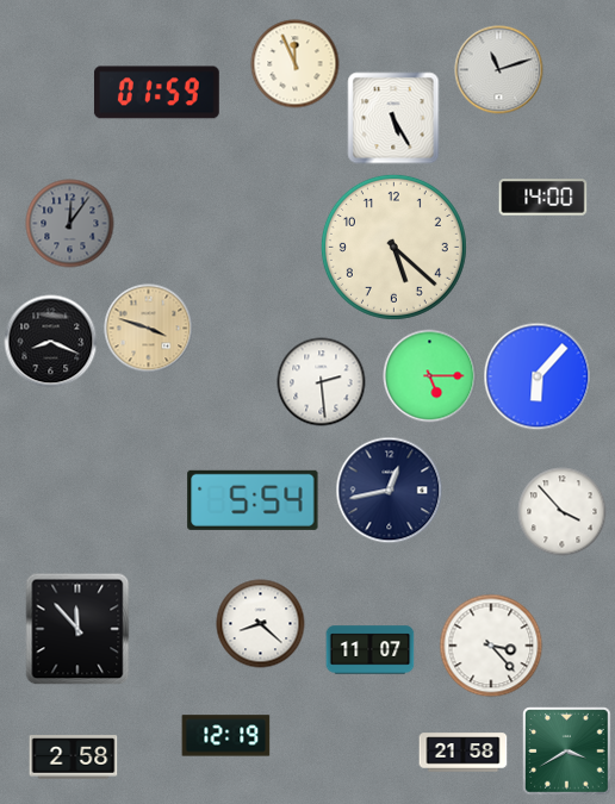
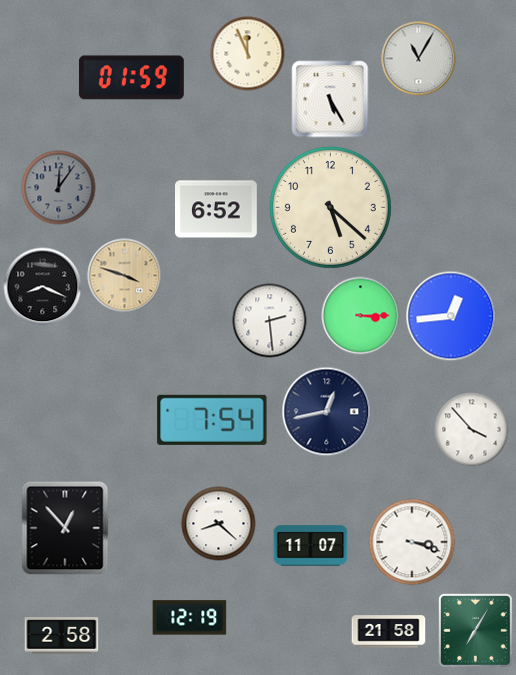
clock at (499, 70): 11:12 -> 11:05
clock at (543, 198): 14:00 -> none
clock at (217, 209): none -> 6:52
clock at (430, 376): 5:15 -> 3:15
clock at (538, 376): 6:07 -> 12:44
clock at (253, 500): 5:54 -> 7:54
clock at (77, 629): 11:53 -> 12:53
clock at (491, 646): 3:23 -> 3:18
clock at (567, 752): 3:40 -> 7:05
